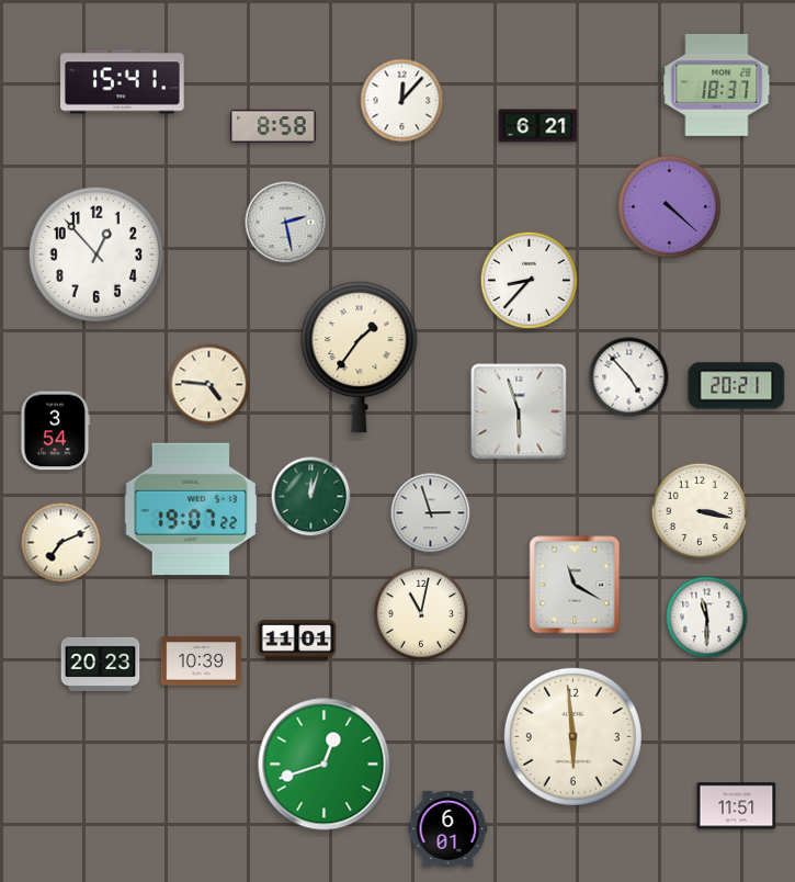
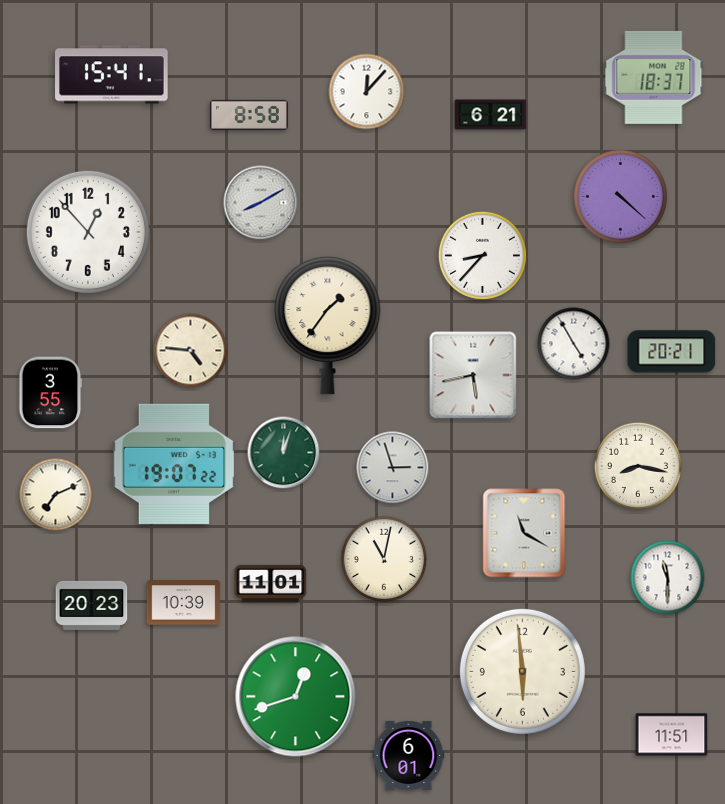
clock at (670, 207) position: (670, 207) -> (621, 197)
clock at (286, 223): 2:28 -> 8:10
clock at (629, 377): 4:53 -> 4:55
clock at (519, 411): 5:57 -> 5:43
clock at (56, 431): 3:54 -> 3:55
clock at (700, 511): 3:17 -> 8:17
clock at (707, 618) position: (707, 618) -> (668, 578)
